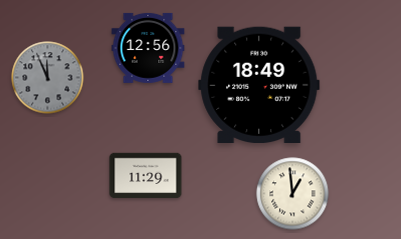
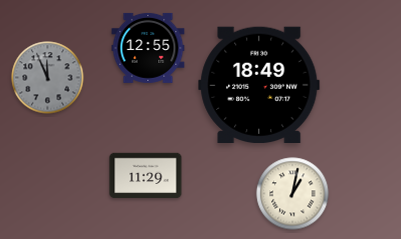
clock at (148, 48): 12:56 -> 12:55
clock at (293, 194): 12:59 -> 1:02
